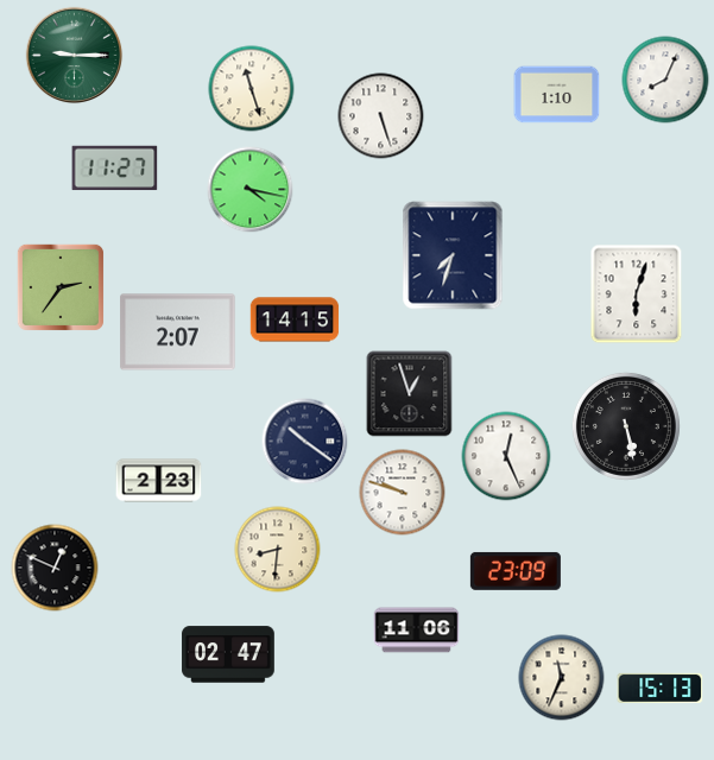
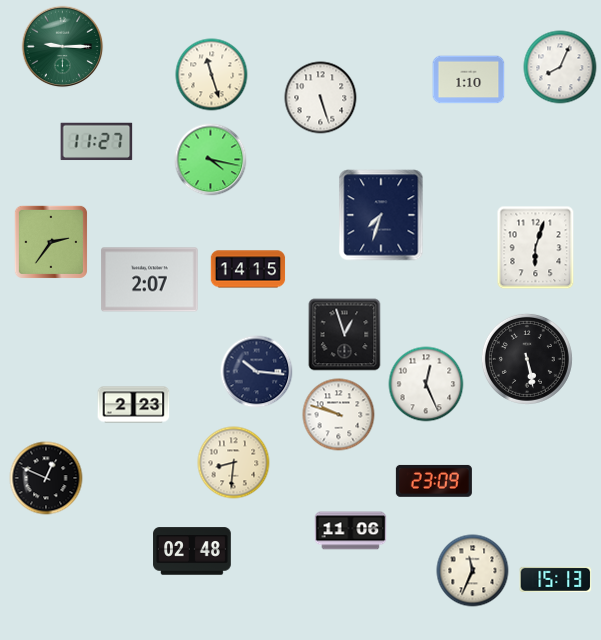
clock at (410, 394) position: (410, 394) -> (345, 335)
clock at (305, 442): 10:21 -> 10:16
clock at (228, 654): 02:47 -> 02:48
